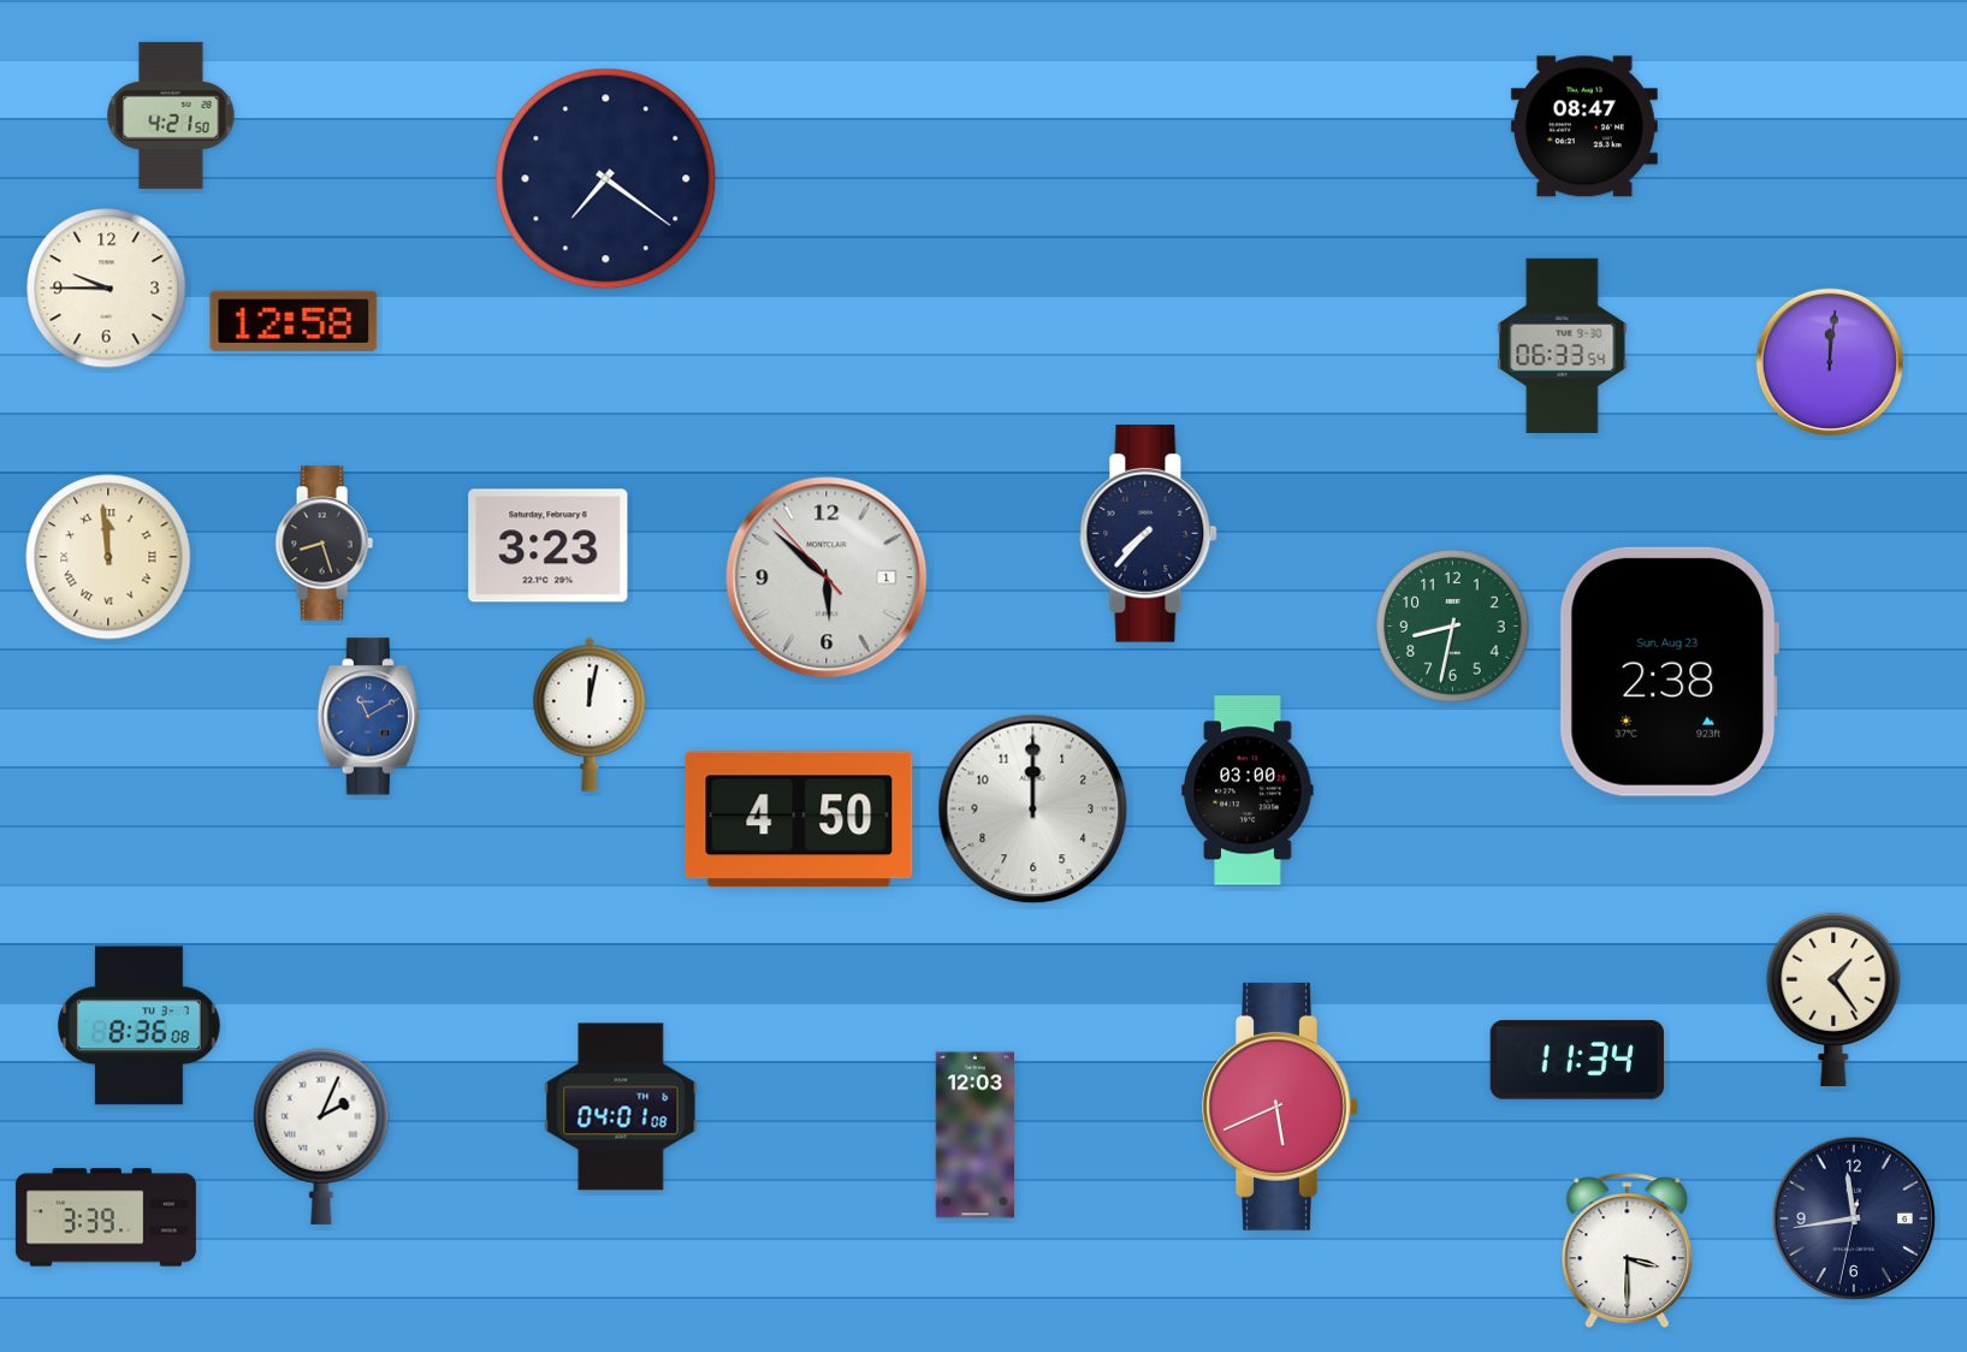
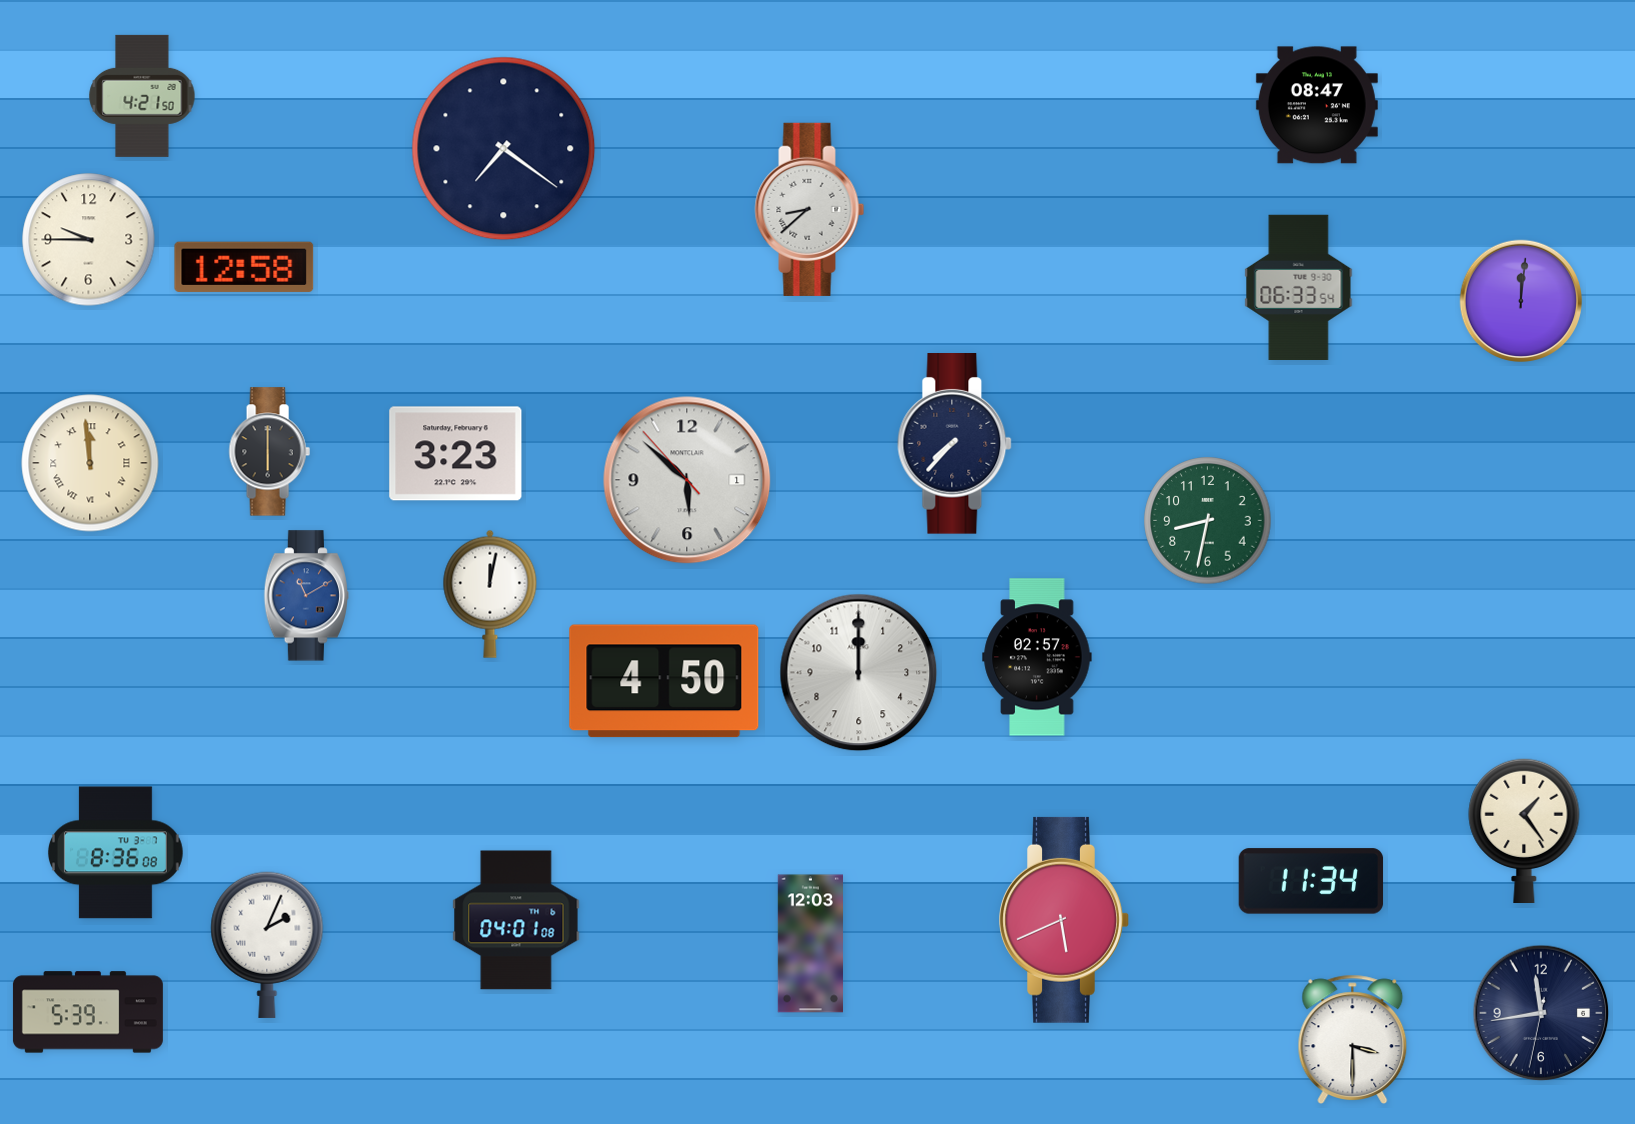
clock at (810, 209): none -> 8:38
clock at (324, 544): 8:27 -> 6:00
clock at (1669, 671): 2:38 -> none
clock at (1248, 790): 03:00 -> 02:57
clock at (106, 1217): 3:39 -> 5:39
